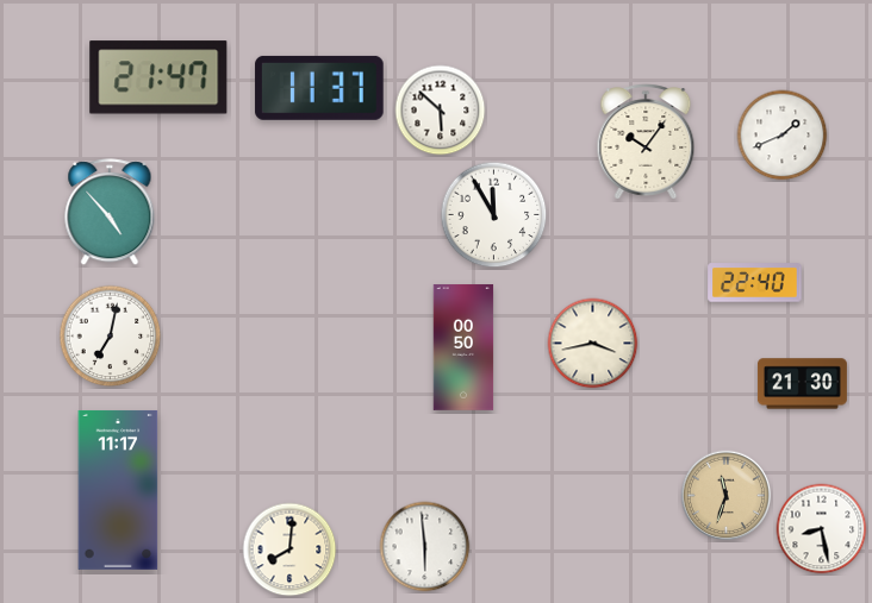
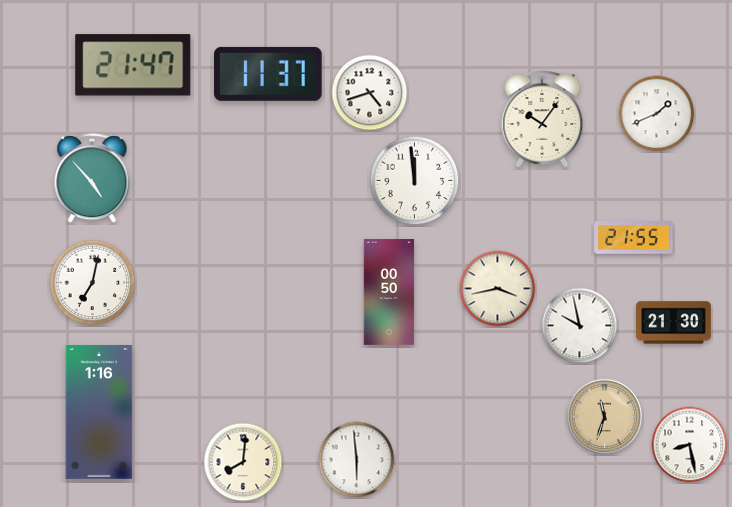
clock at (441, 111): 5:52 -> 4:42
clock at (494, 215): 11:55 -> 11:59
clock at (755, 283): 22:40 -> 21:55
clock at (580, 326): none -> 9:58
clock at (118, 490): 11:17 -> 1:16
clock at (727, 496) position: (727, 496) -> (605, 417)
